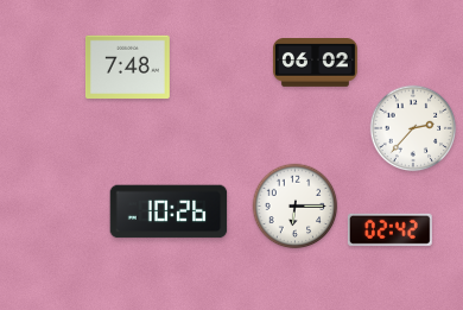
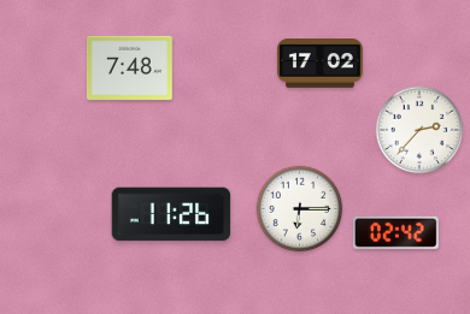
clock at (315, 63): 06:02 -> 17:02
clock at (169, 211): 10:26 -> 11:26
